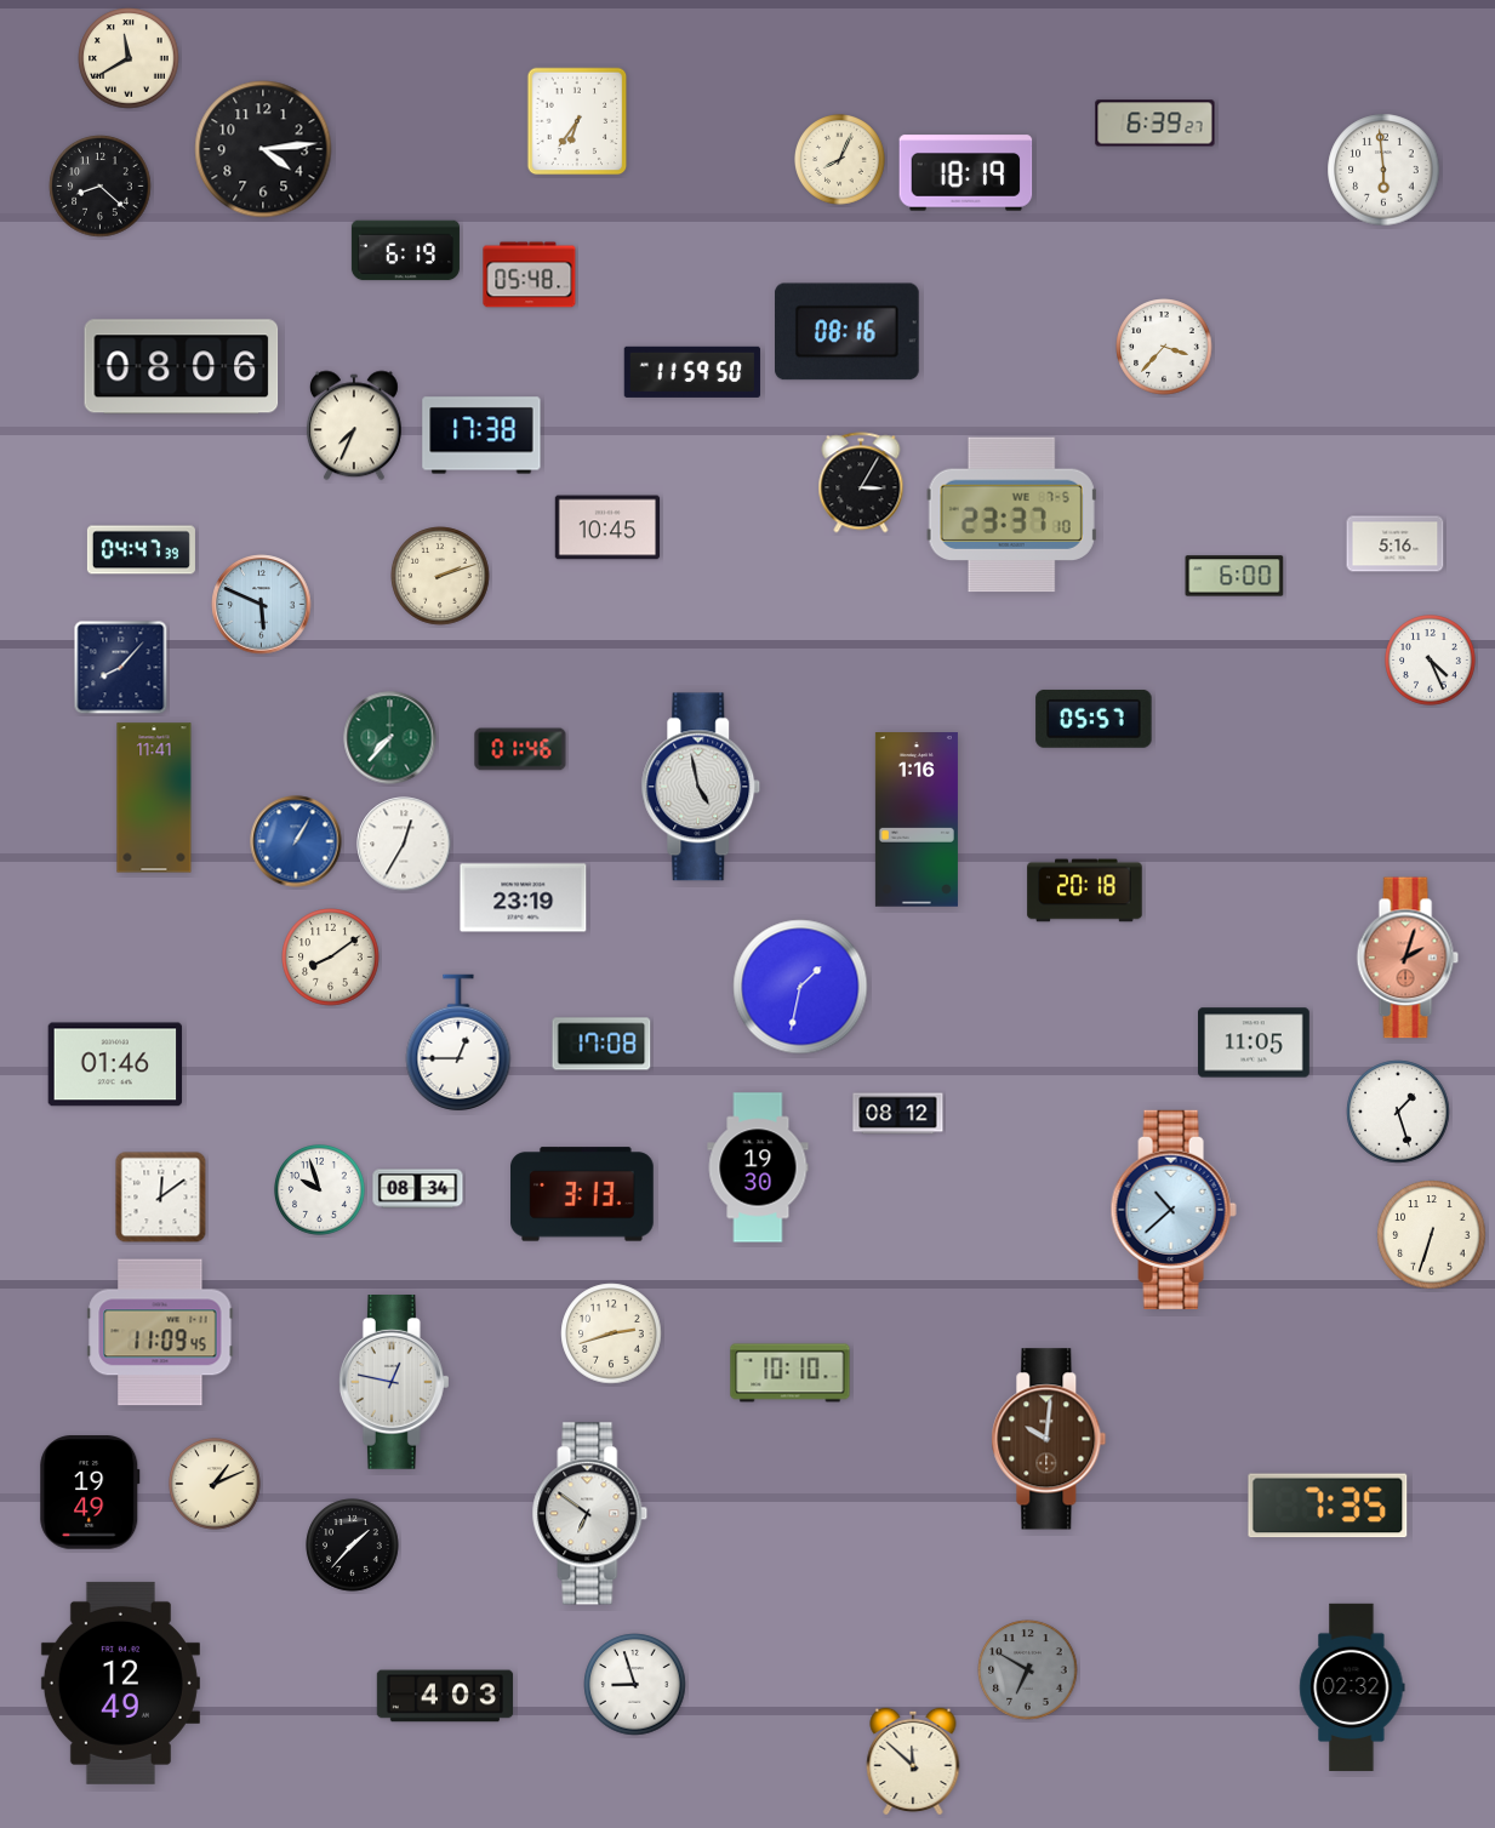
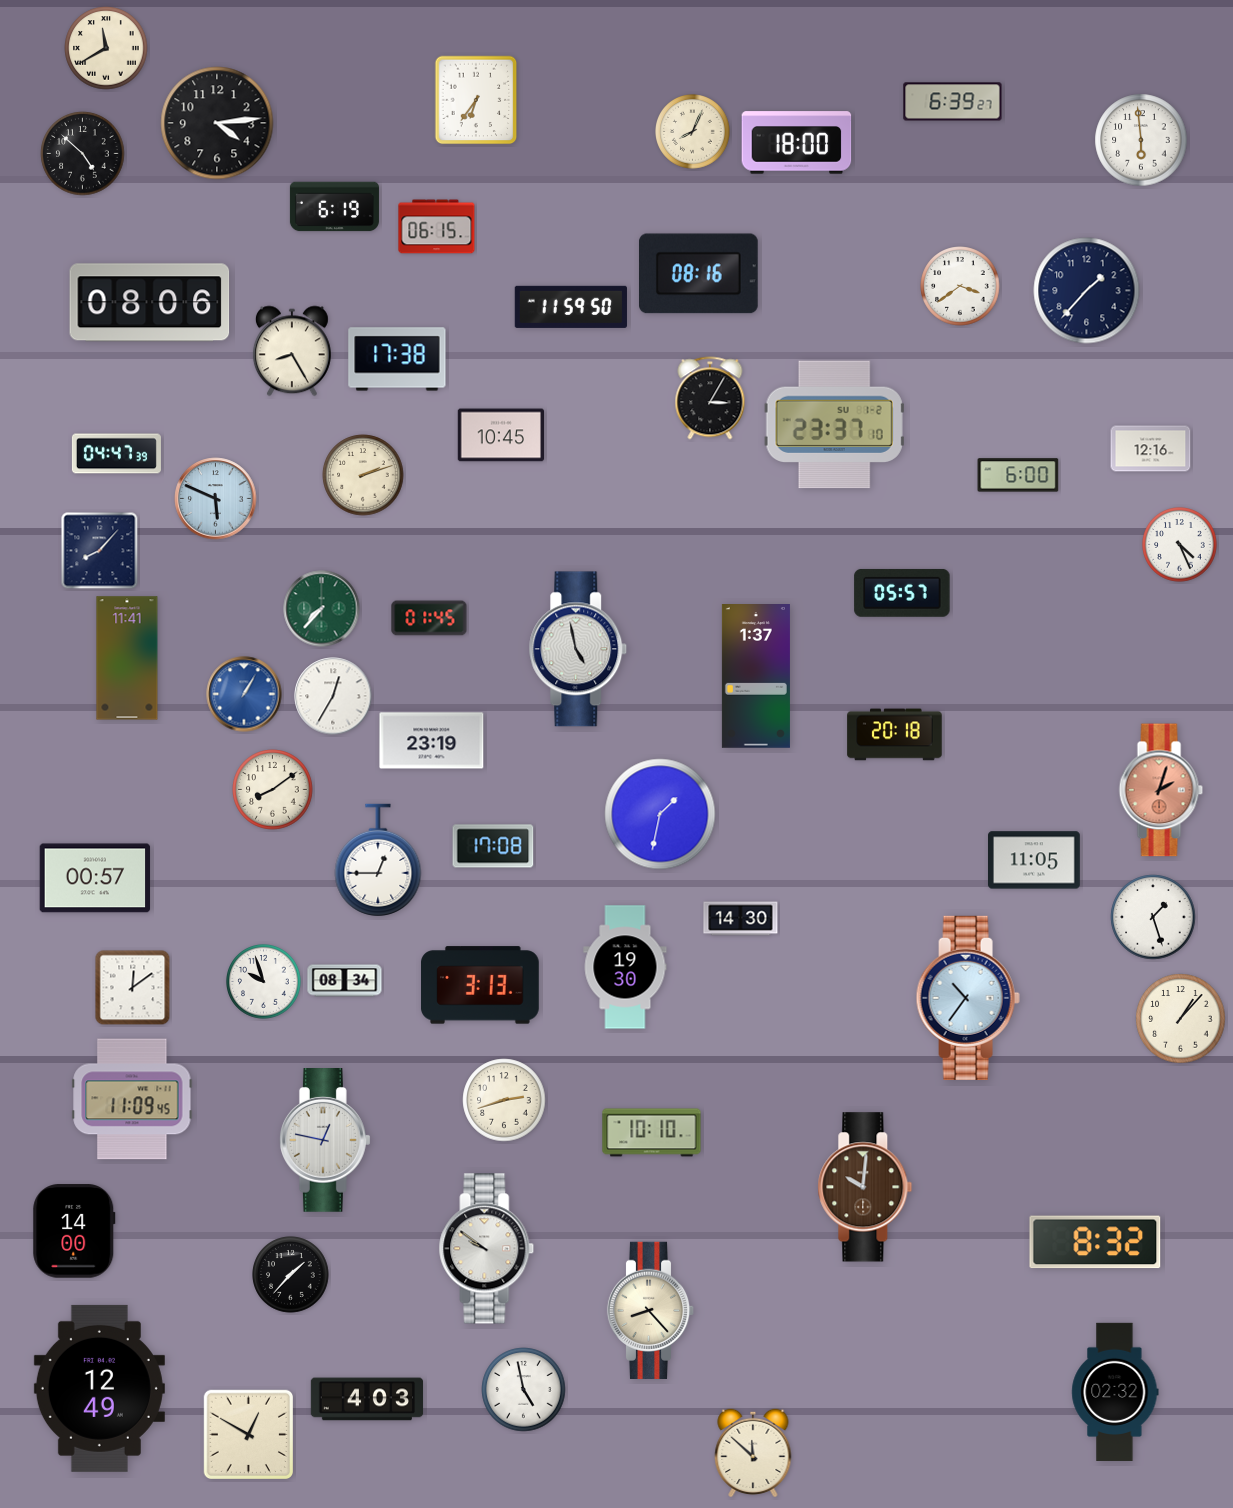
clock at (966, 173): 18:19 -> 18:00
clock at (101, 187): 8:22 -> 4:52
clock at (530, 275): 05:48 -> 06:15
clock at (1164, 347): 3:37 -> 3:39
clock at (1087, 291): none -> 1:37
clock at (354, 425): 7:34 -> 8:25
clock at (1011, 515) date: WE 7-5 -> SU 1-2
clock at (1396, 544): 5:16 -> 12:16
clock at (520, 749): 01:46 -> 01:45
clock at (917, 819): 1:16 -> 1:37
clock at (601, 1044) position: (601, 1044) -> (493, 846)
clock at (115, 1064): 01:46 -> 00:57
clock at (898, 1114): 08:12 -> 14:30
clock at (758, 1167) position: (758, 1167) -> (625, 967)
clock at (1174, 1210): 10:38 -> 10:36
clock at (1432, 1235): 6:33 -> 1:07
clock at (215, 1484): 1:11 -> none
clock at (90, 1492): 19:49 -> 14:00
clock at (1328, 1506): 7:35 -> 8:32
clock at (590, 1514): 6:51 -> 9:51
clock at (651, 1310): none -> 8:23
clock at (1028, 1670): 6:50 -> none
clock at (635, 1685): 8:57 -> 4:58
clock at (248, 1434): none -> 12:50
